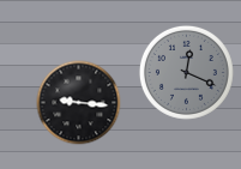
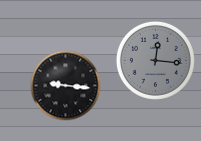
clock at (186, 72): 12:19 -> 12:16
